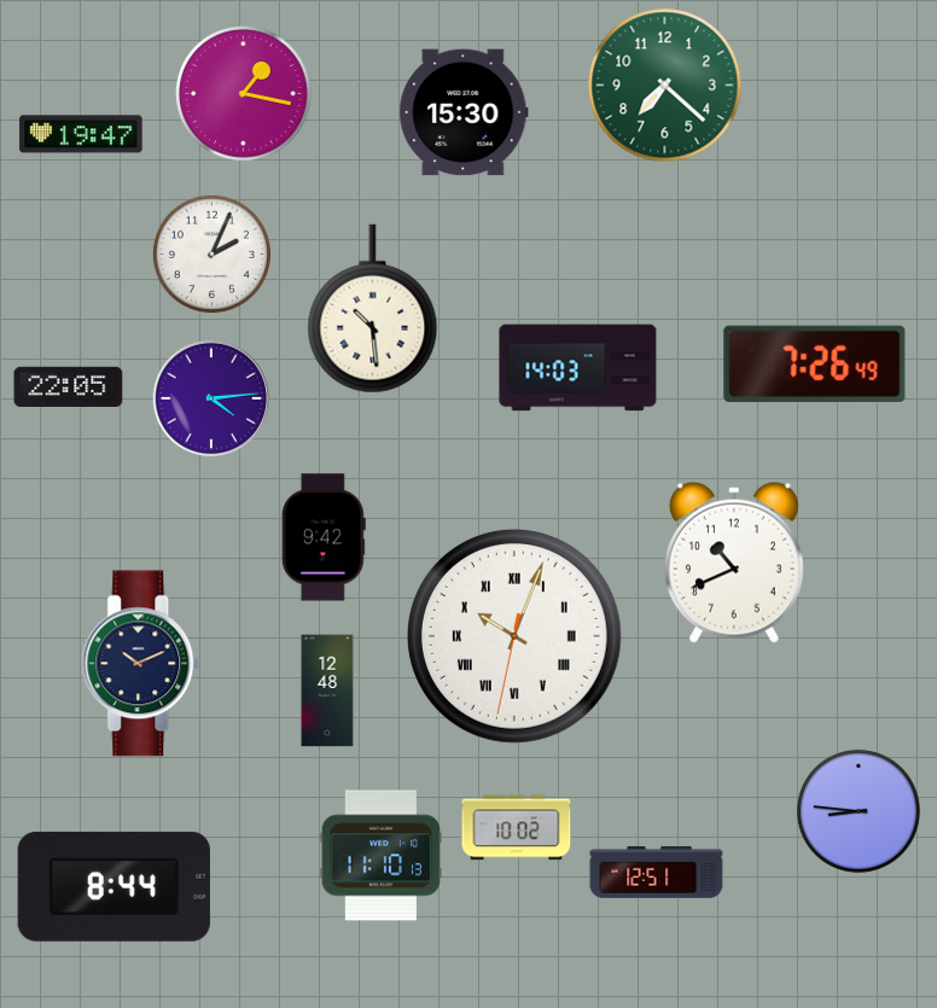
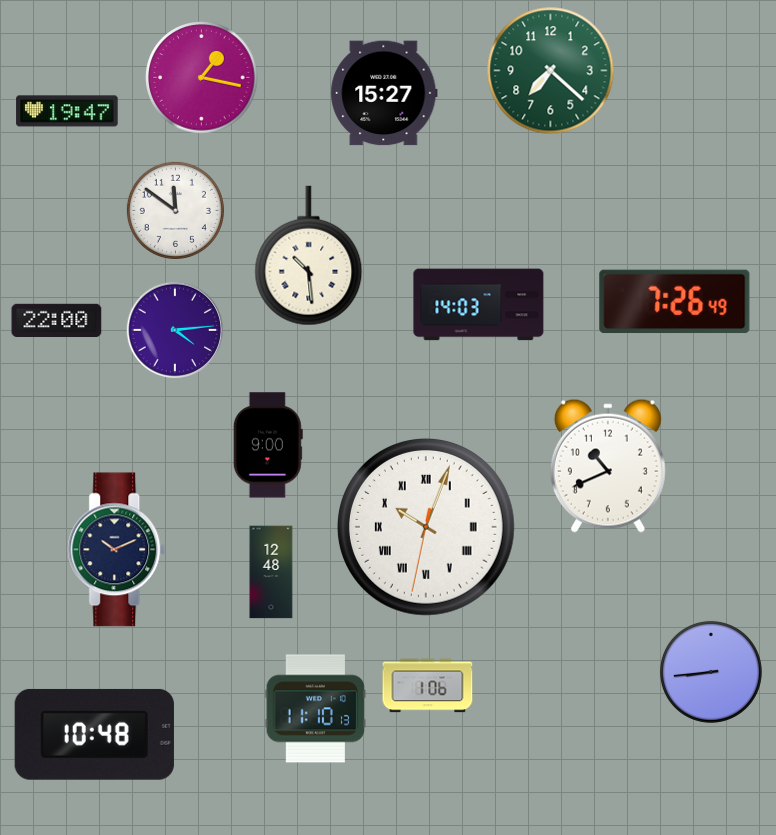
clock at (464, 112): 15:30 -> 15:27
clock at (211, 254): 2:04 -> 11:51
clock at (69, 388): 22:05 -> 22:00
clock at (324, 537): 9:42 -> 9:00
clock at (859, 811): 8:46 -> 8:44
clock at (517, 828): 10:02 -> 1:06
clock at (657, 873): 12:51 -> none
clock at (114, 886): 8:44 -> 10:48
